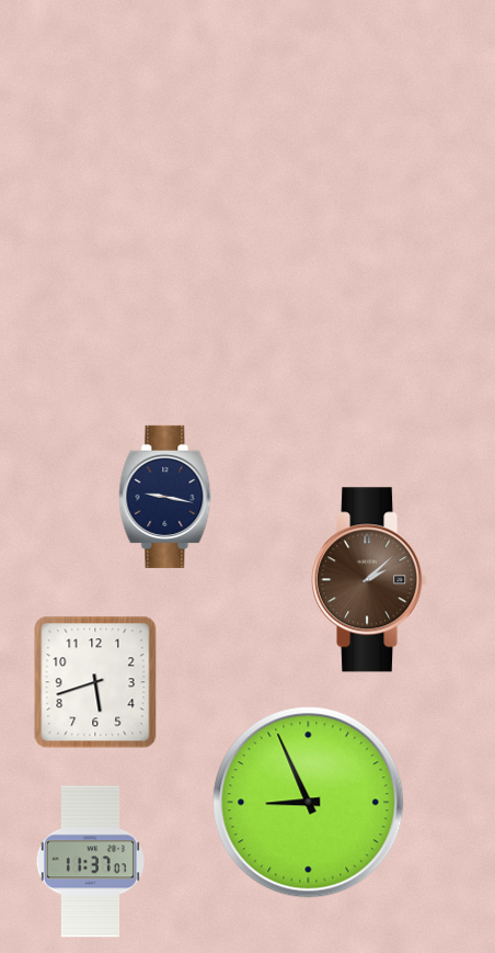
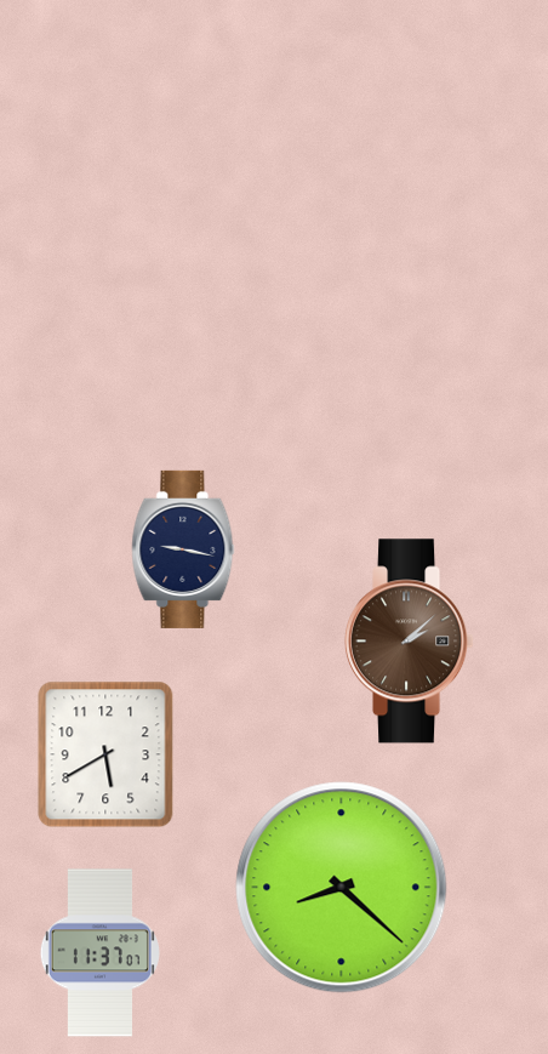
clock at (95, 682): 5:42 -> 5:40
clock at (309, 803): 8:56 -> 8:22
